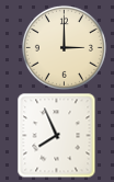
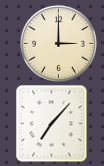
clock at (57, 135): 7:56 -> 7:07
